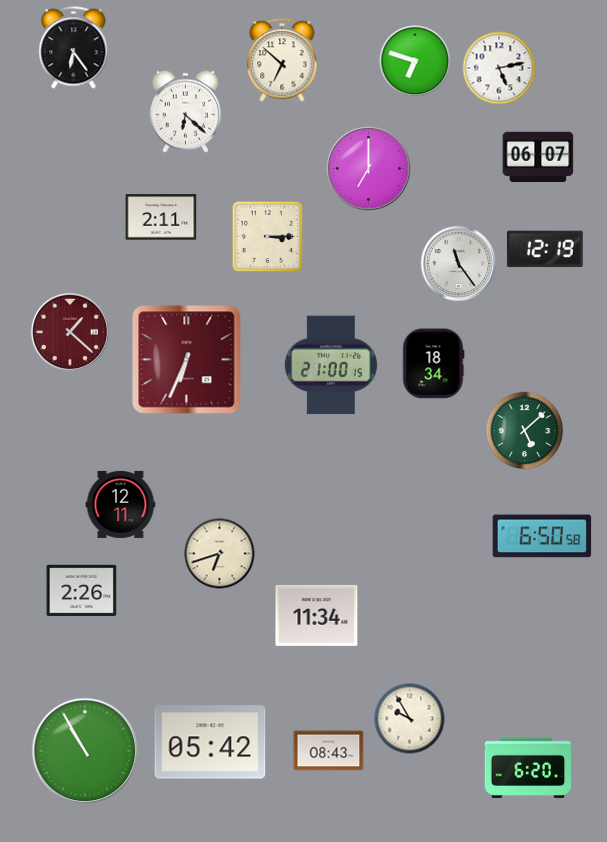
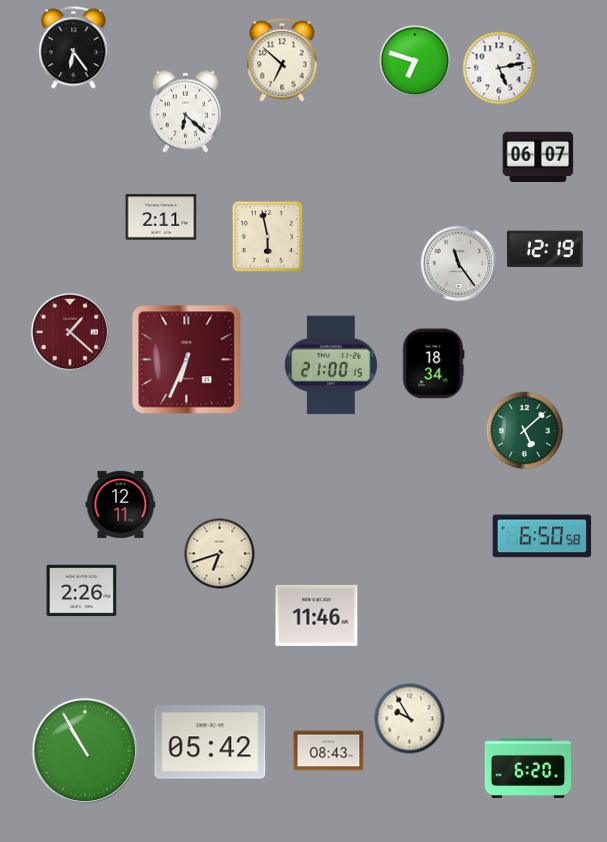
clock at (369, 169): 7:00 -> none
clock at (268, 237): 3:15 -> 5:58
clock at (317, 615): 11:34 -> 11:46
